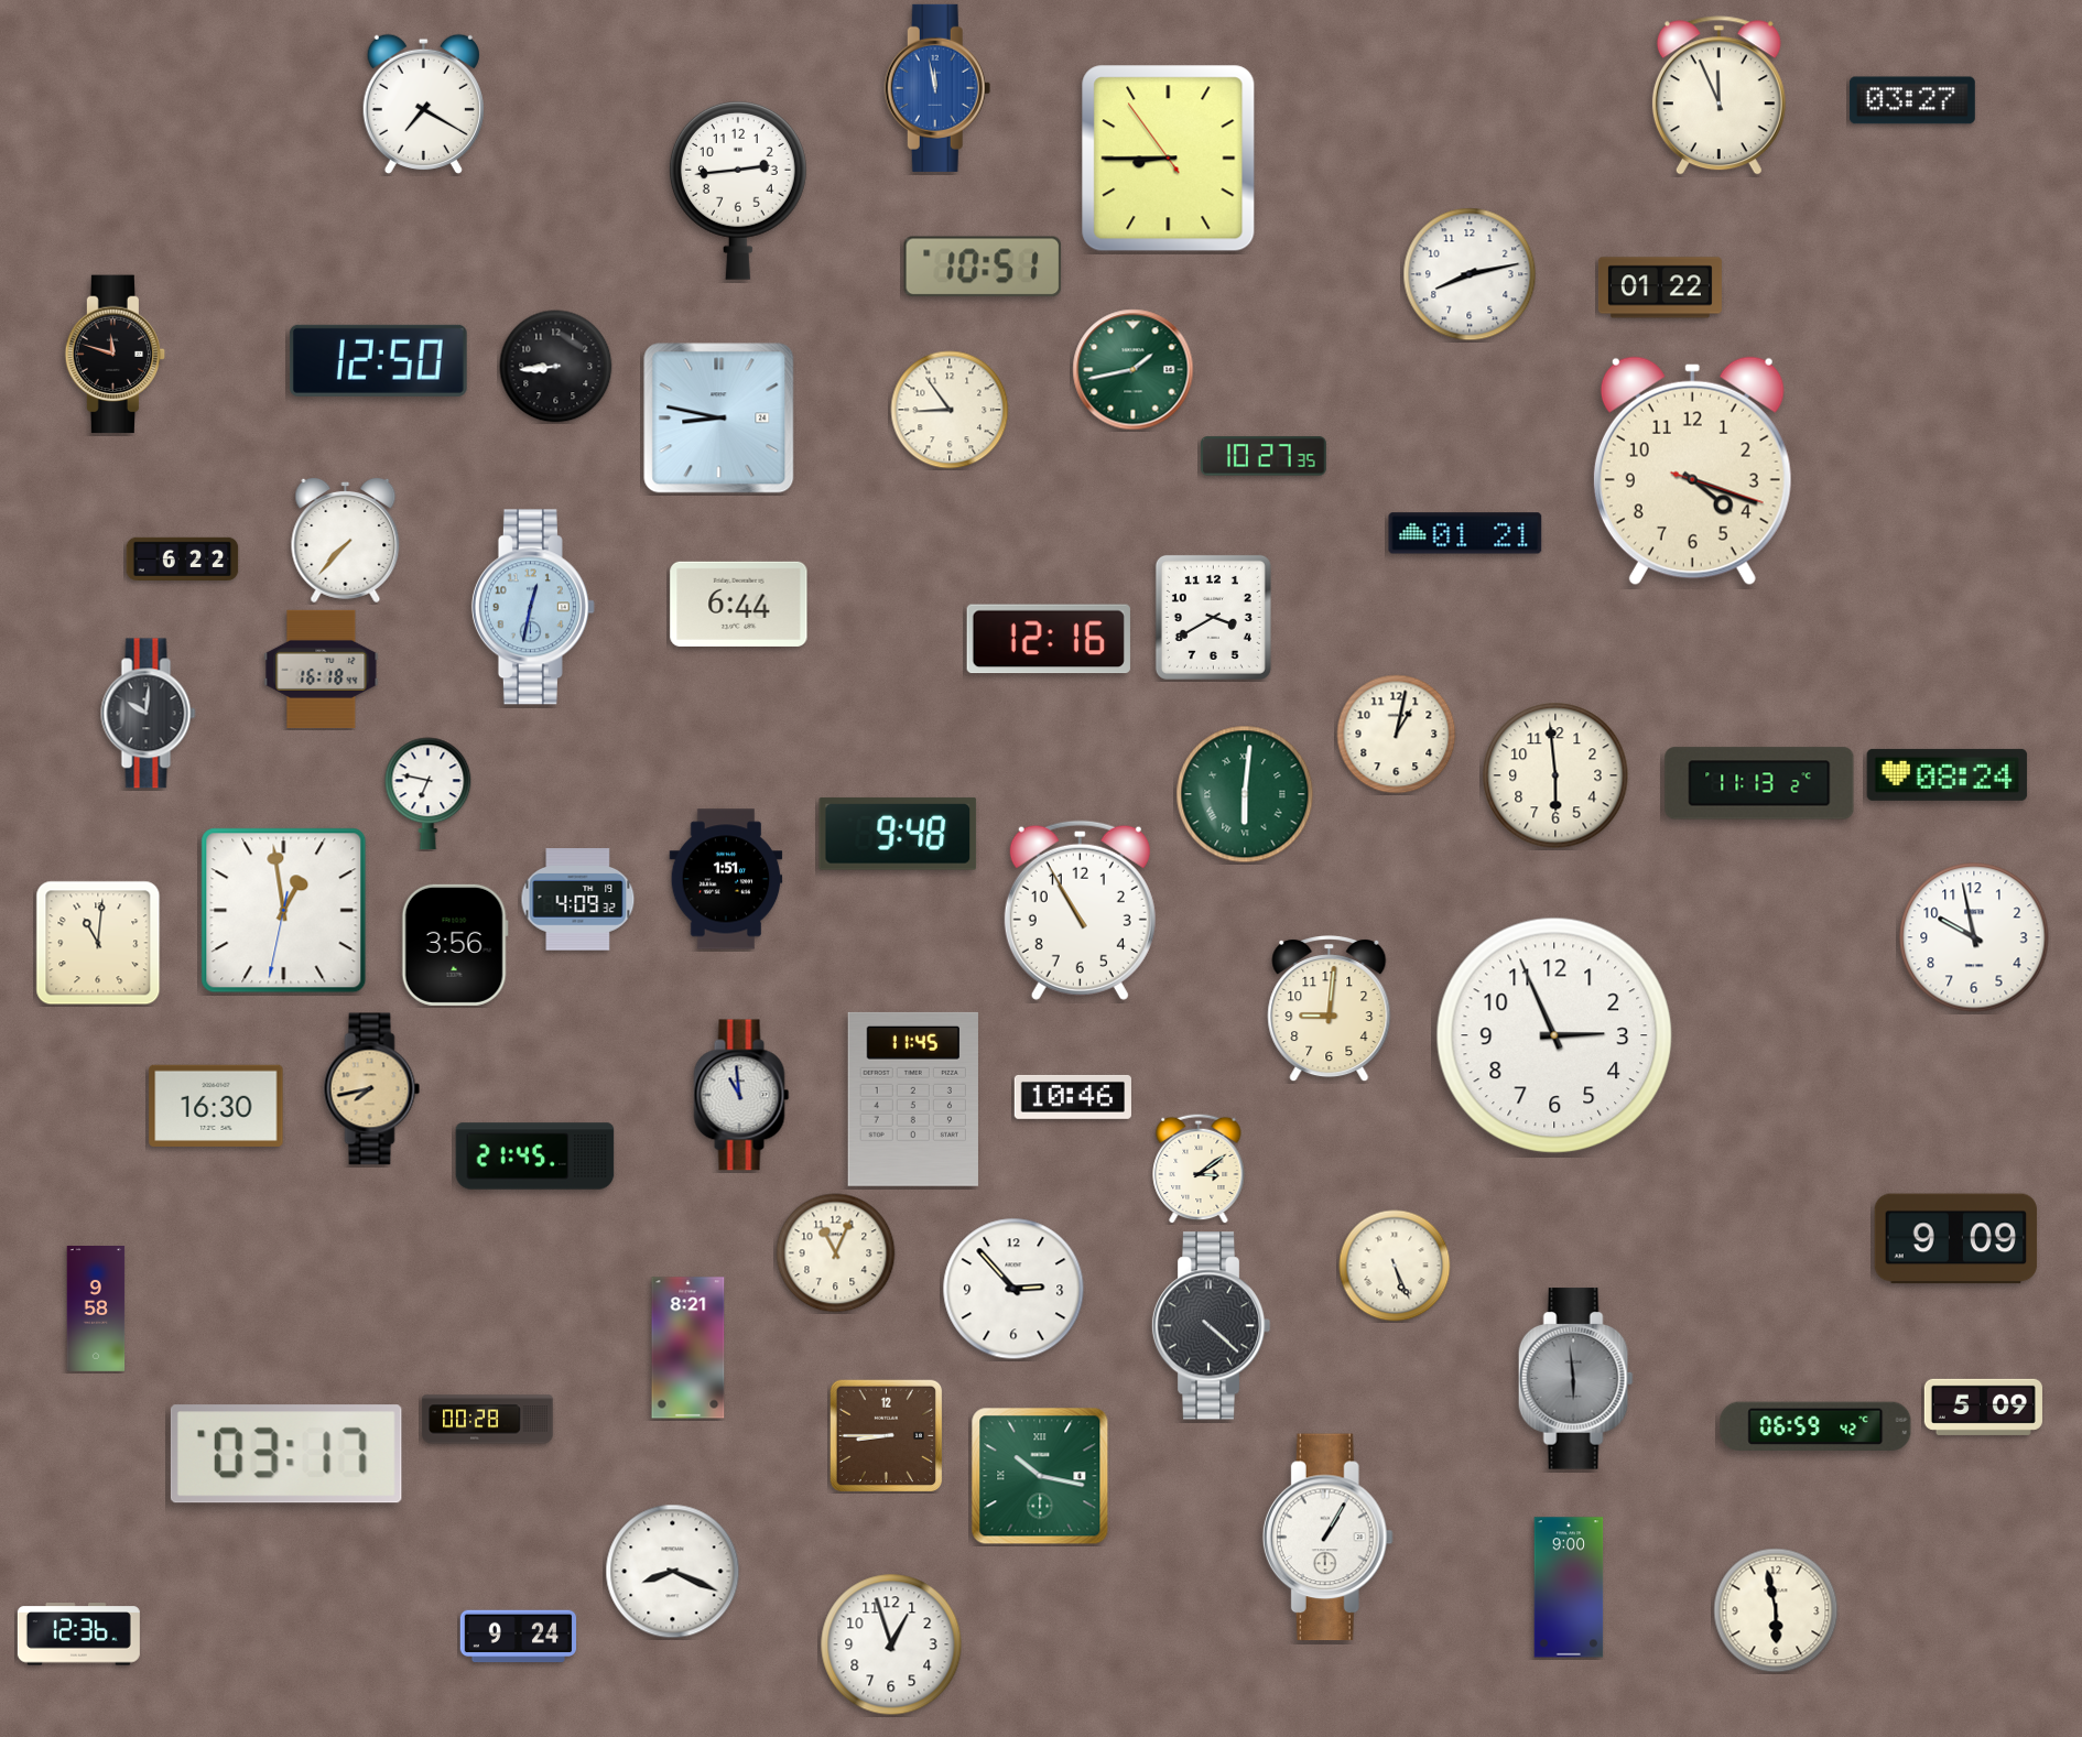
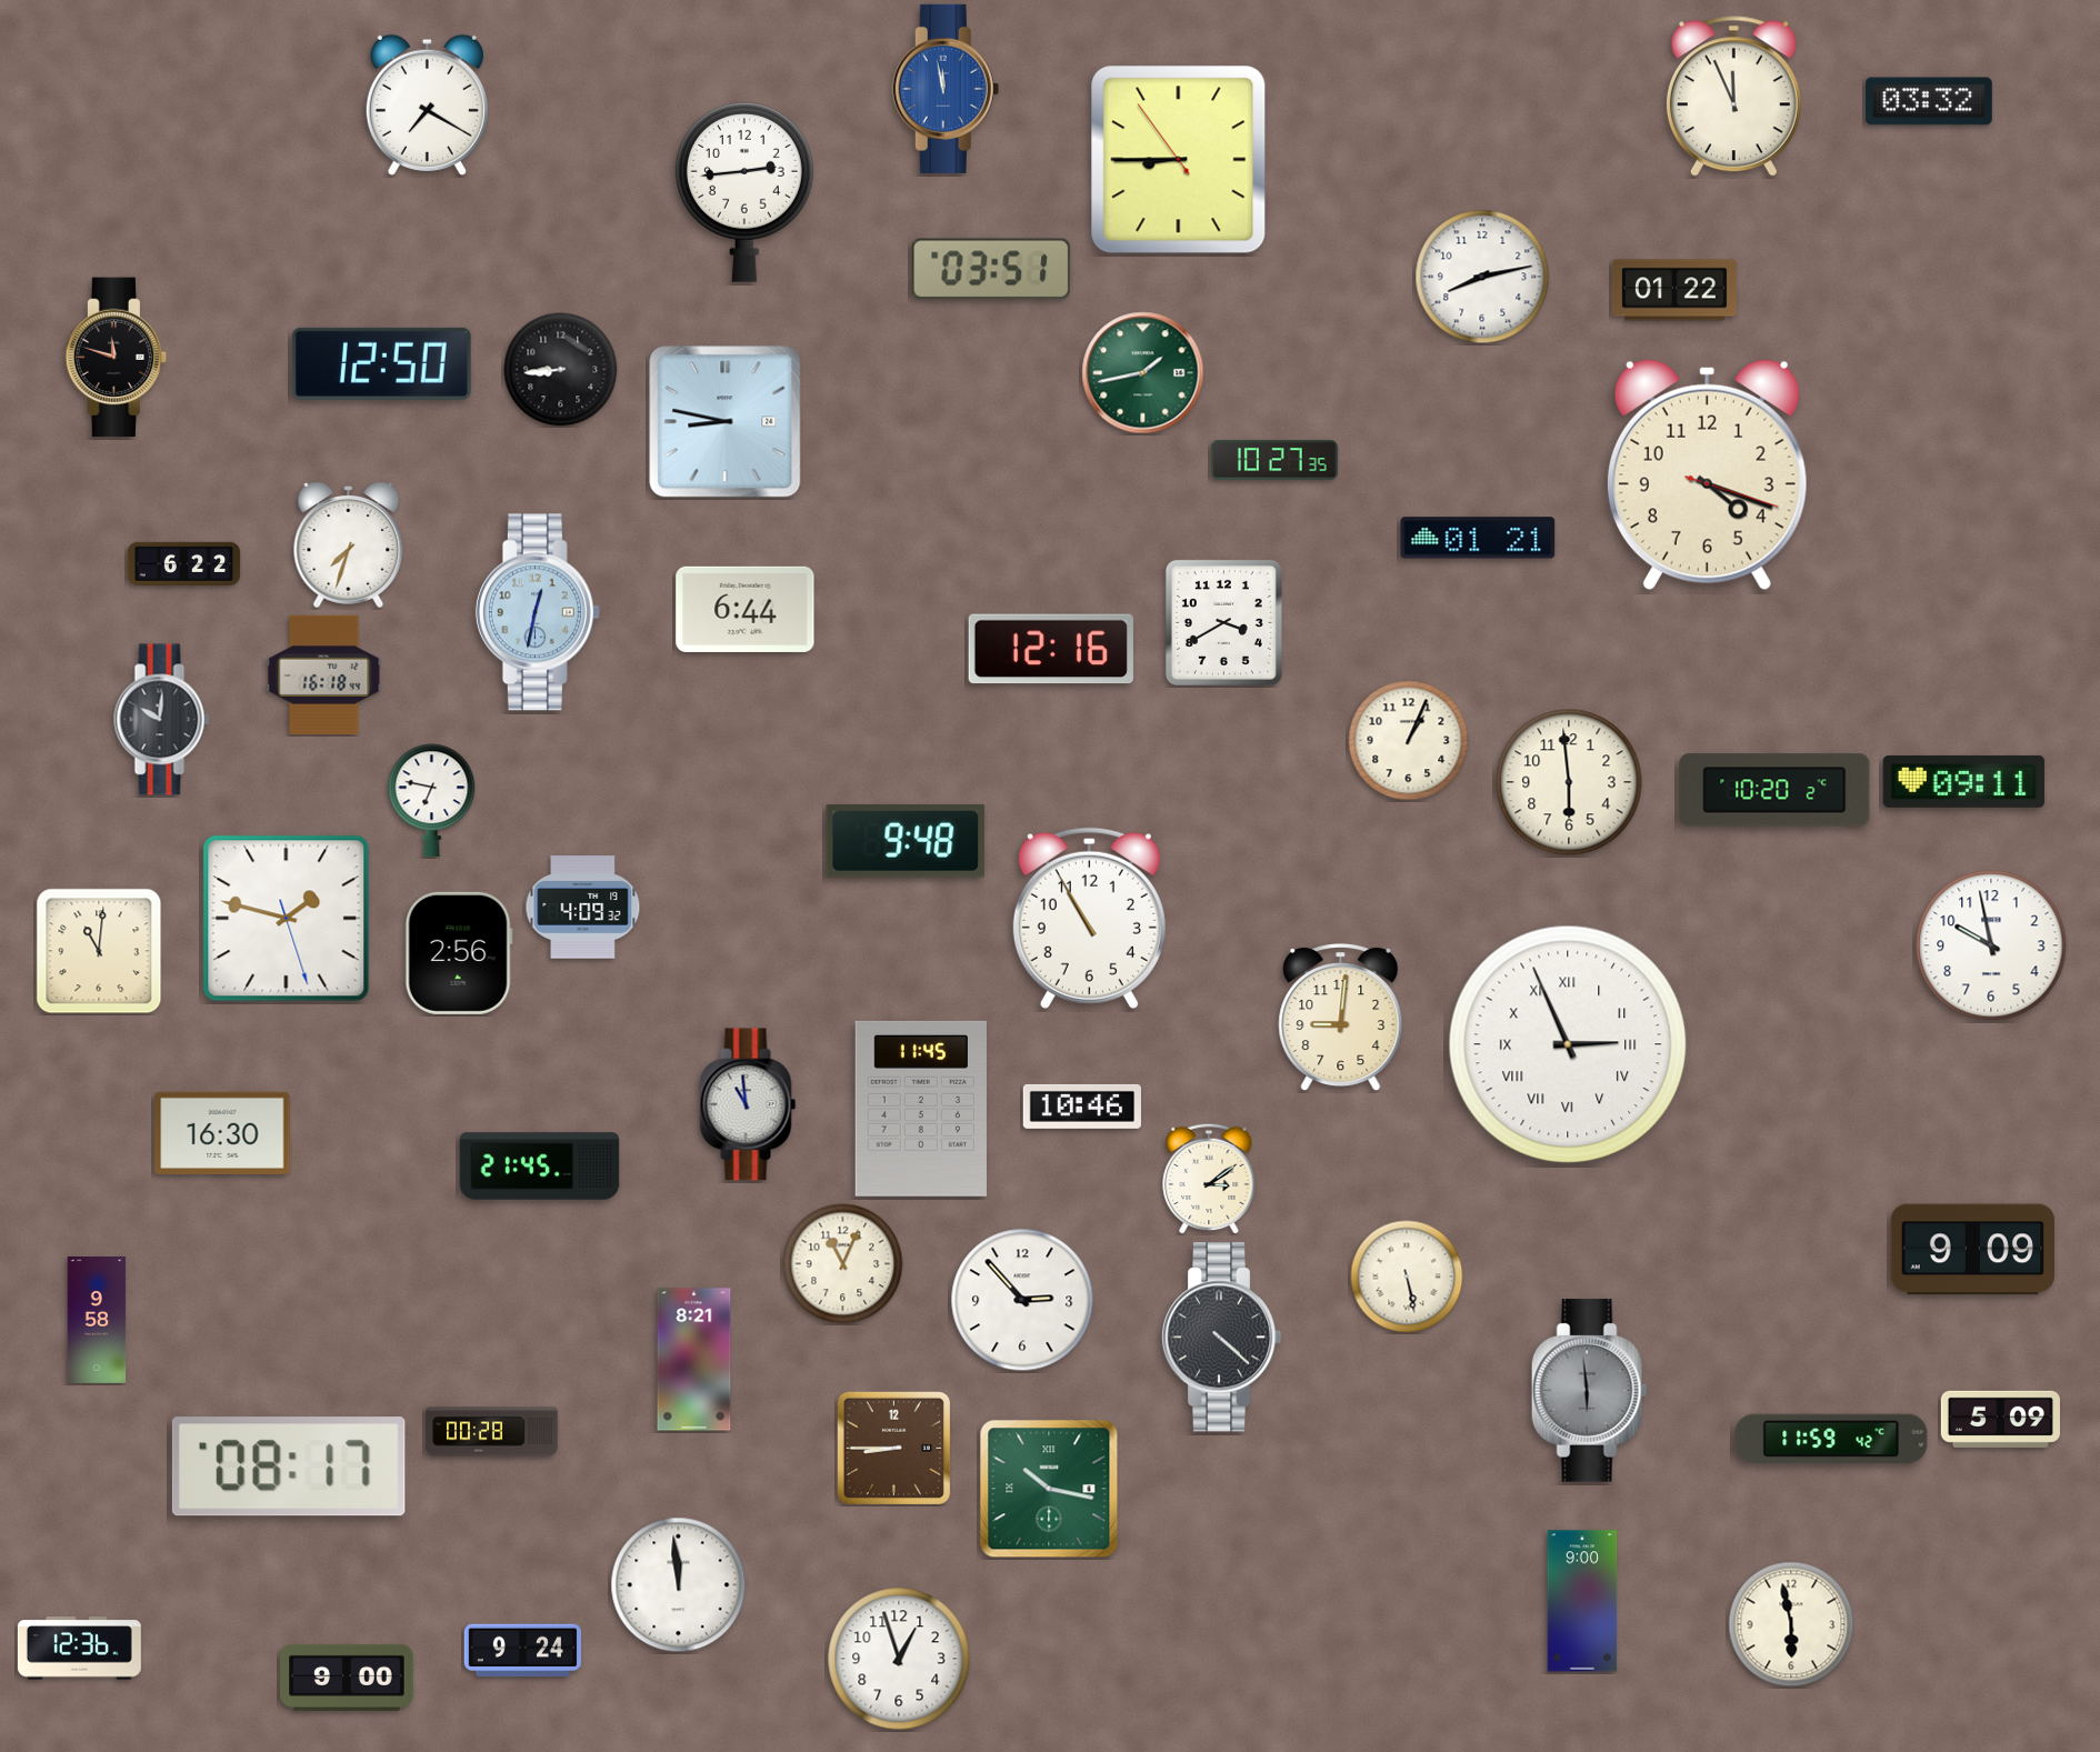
clock at (1912, 100): 03:27 -> 03:32
clock at (983, 267): 10:51 -> 03:51
clock at (950, 410): 8:54 -> none
clock at (346, 540): 7:37 -> 7:33
clock at (1049, 639) position: (1049, 639) -> (1051, 649)
clock at (149, 714) position: (149, 714) -> (162, 720)
clock at (1397, 735): 1:02 -> 1:04
clock at (1948, 774): 08:24 -> 09:11
clock at (1759, 783): 11:13 -> 10:20
clock at (1245, 794): 6:01 -> none
clock at (726, 879): 1:51 -> none
clock at (284, 911): 12:58 -> 1:47
clock at (455, 945): 3:56 -> 2:56
clock at (1554, 1035) numerals: Arabic -> Roman
clock at (372, 1089): 7:43 -> none
clock at (216, 1106) position: (216, 1106) -> (222, 1133)
clock at (1395, 1266): 5:26 -> 5:28
clock at (1815, 1426): 06:59 -> 11:59
clock at (286, 1454): 03:17 -> 08:17
clock at (1327, 1538): 1:05 -> none
clock at (673, 1572): 8:19 -> 11:59
clock at (347, 1678): none -> 9:00
